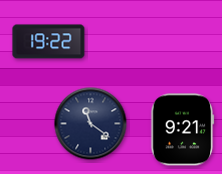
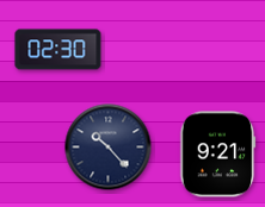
clock at (49, 42): 19:22 -> 02:30
clock at (91, 124): 11:21 -> 10:23
